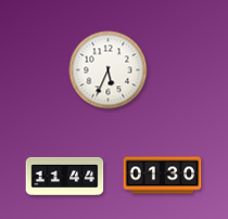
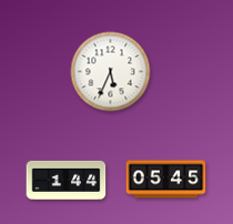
clock at (65, 176): 11:44 -> 1:44
clock at (163, 176): 01:30 -> 05:45
